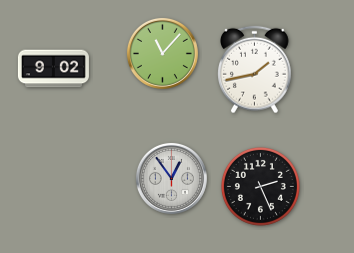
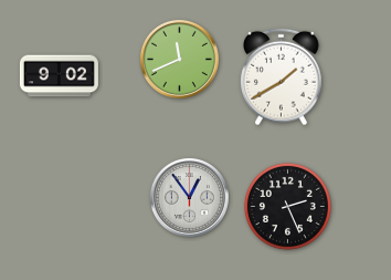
clock at (162, 53): 11:07 -> 11:41
clock at (255, 70): 1:43 -> 1:40
